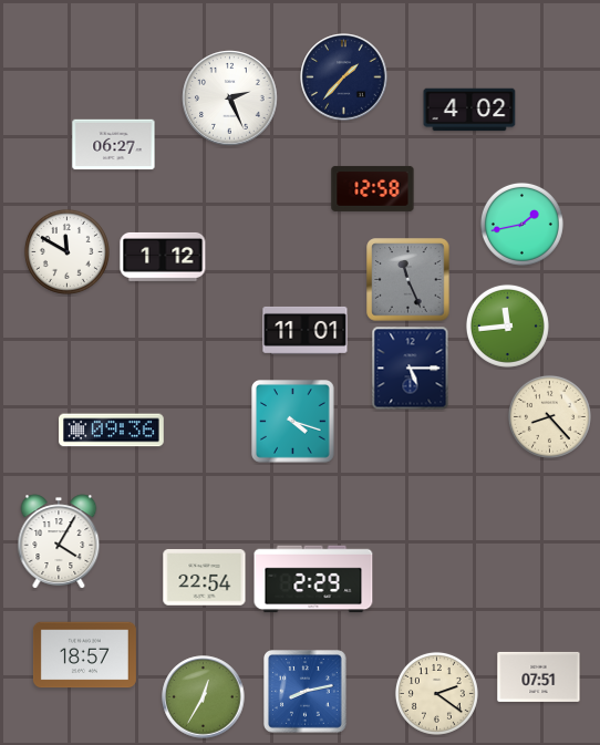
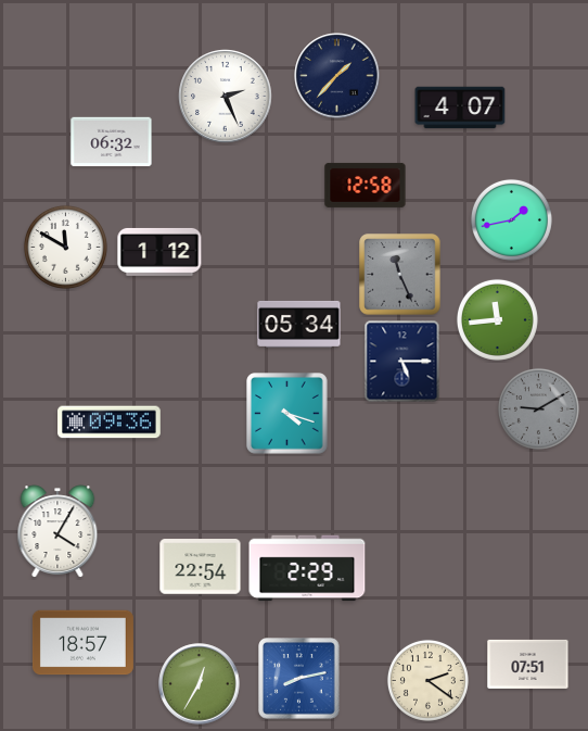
clock at (469, 110): 4:02 -> 4:07
clock at (114, 145): 06:27 -> 06:32
clock at (306, 330): 11:01 -> 05:34
clock at (549, 416): 8:23 -> 9:10
clock at (549, 416) dial: cream -> grey
